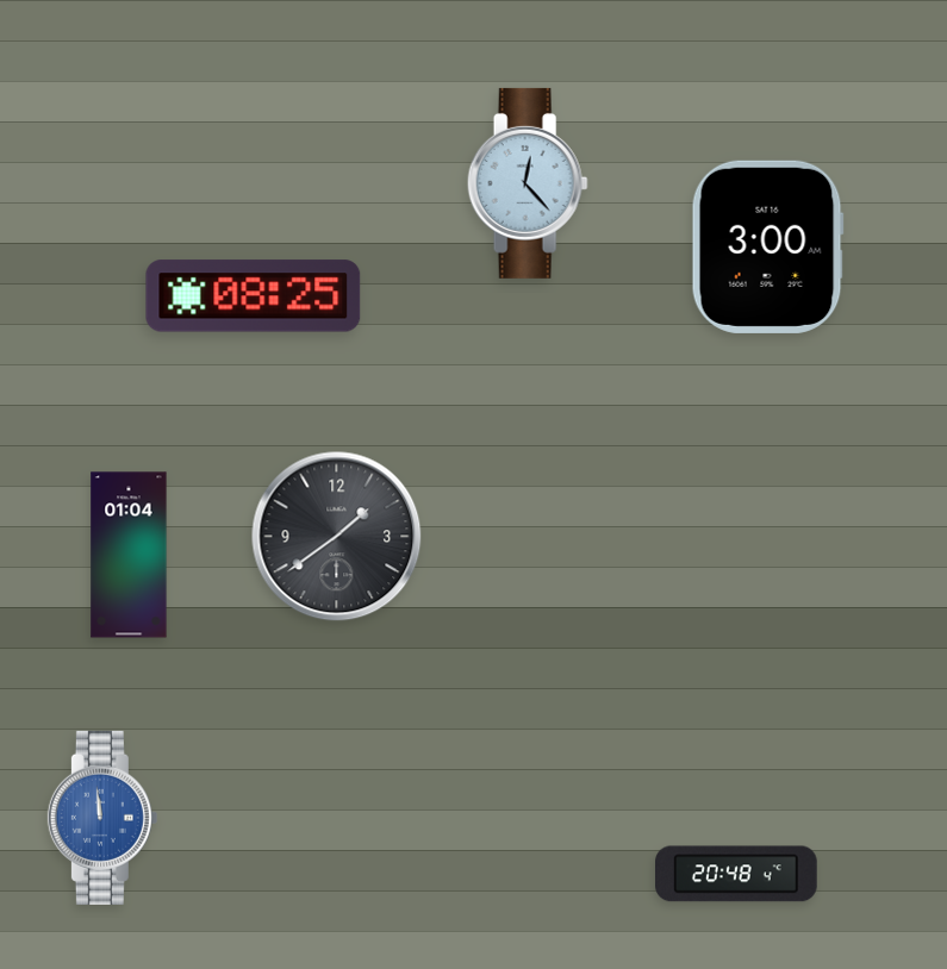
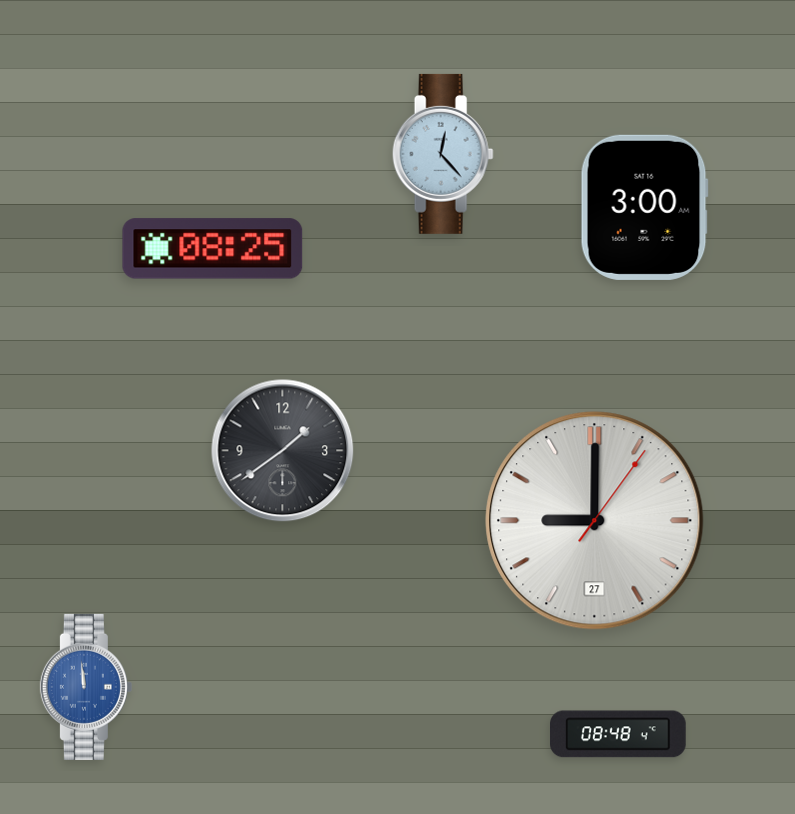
clock at (129, 555): 01:04 -> none
clock at (595, 521): none -> 9:00
clock at (737, 874): 20:48 -> 08:48
